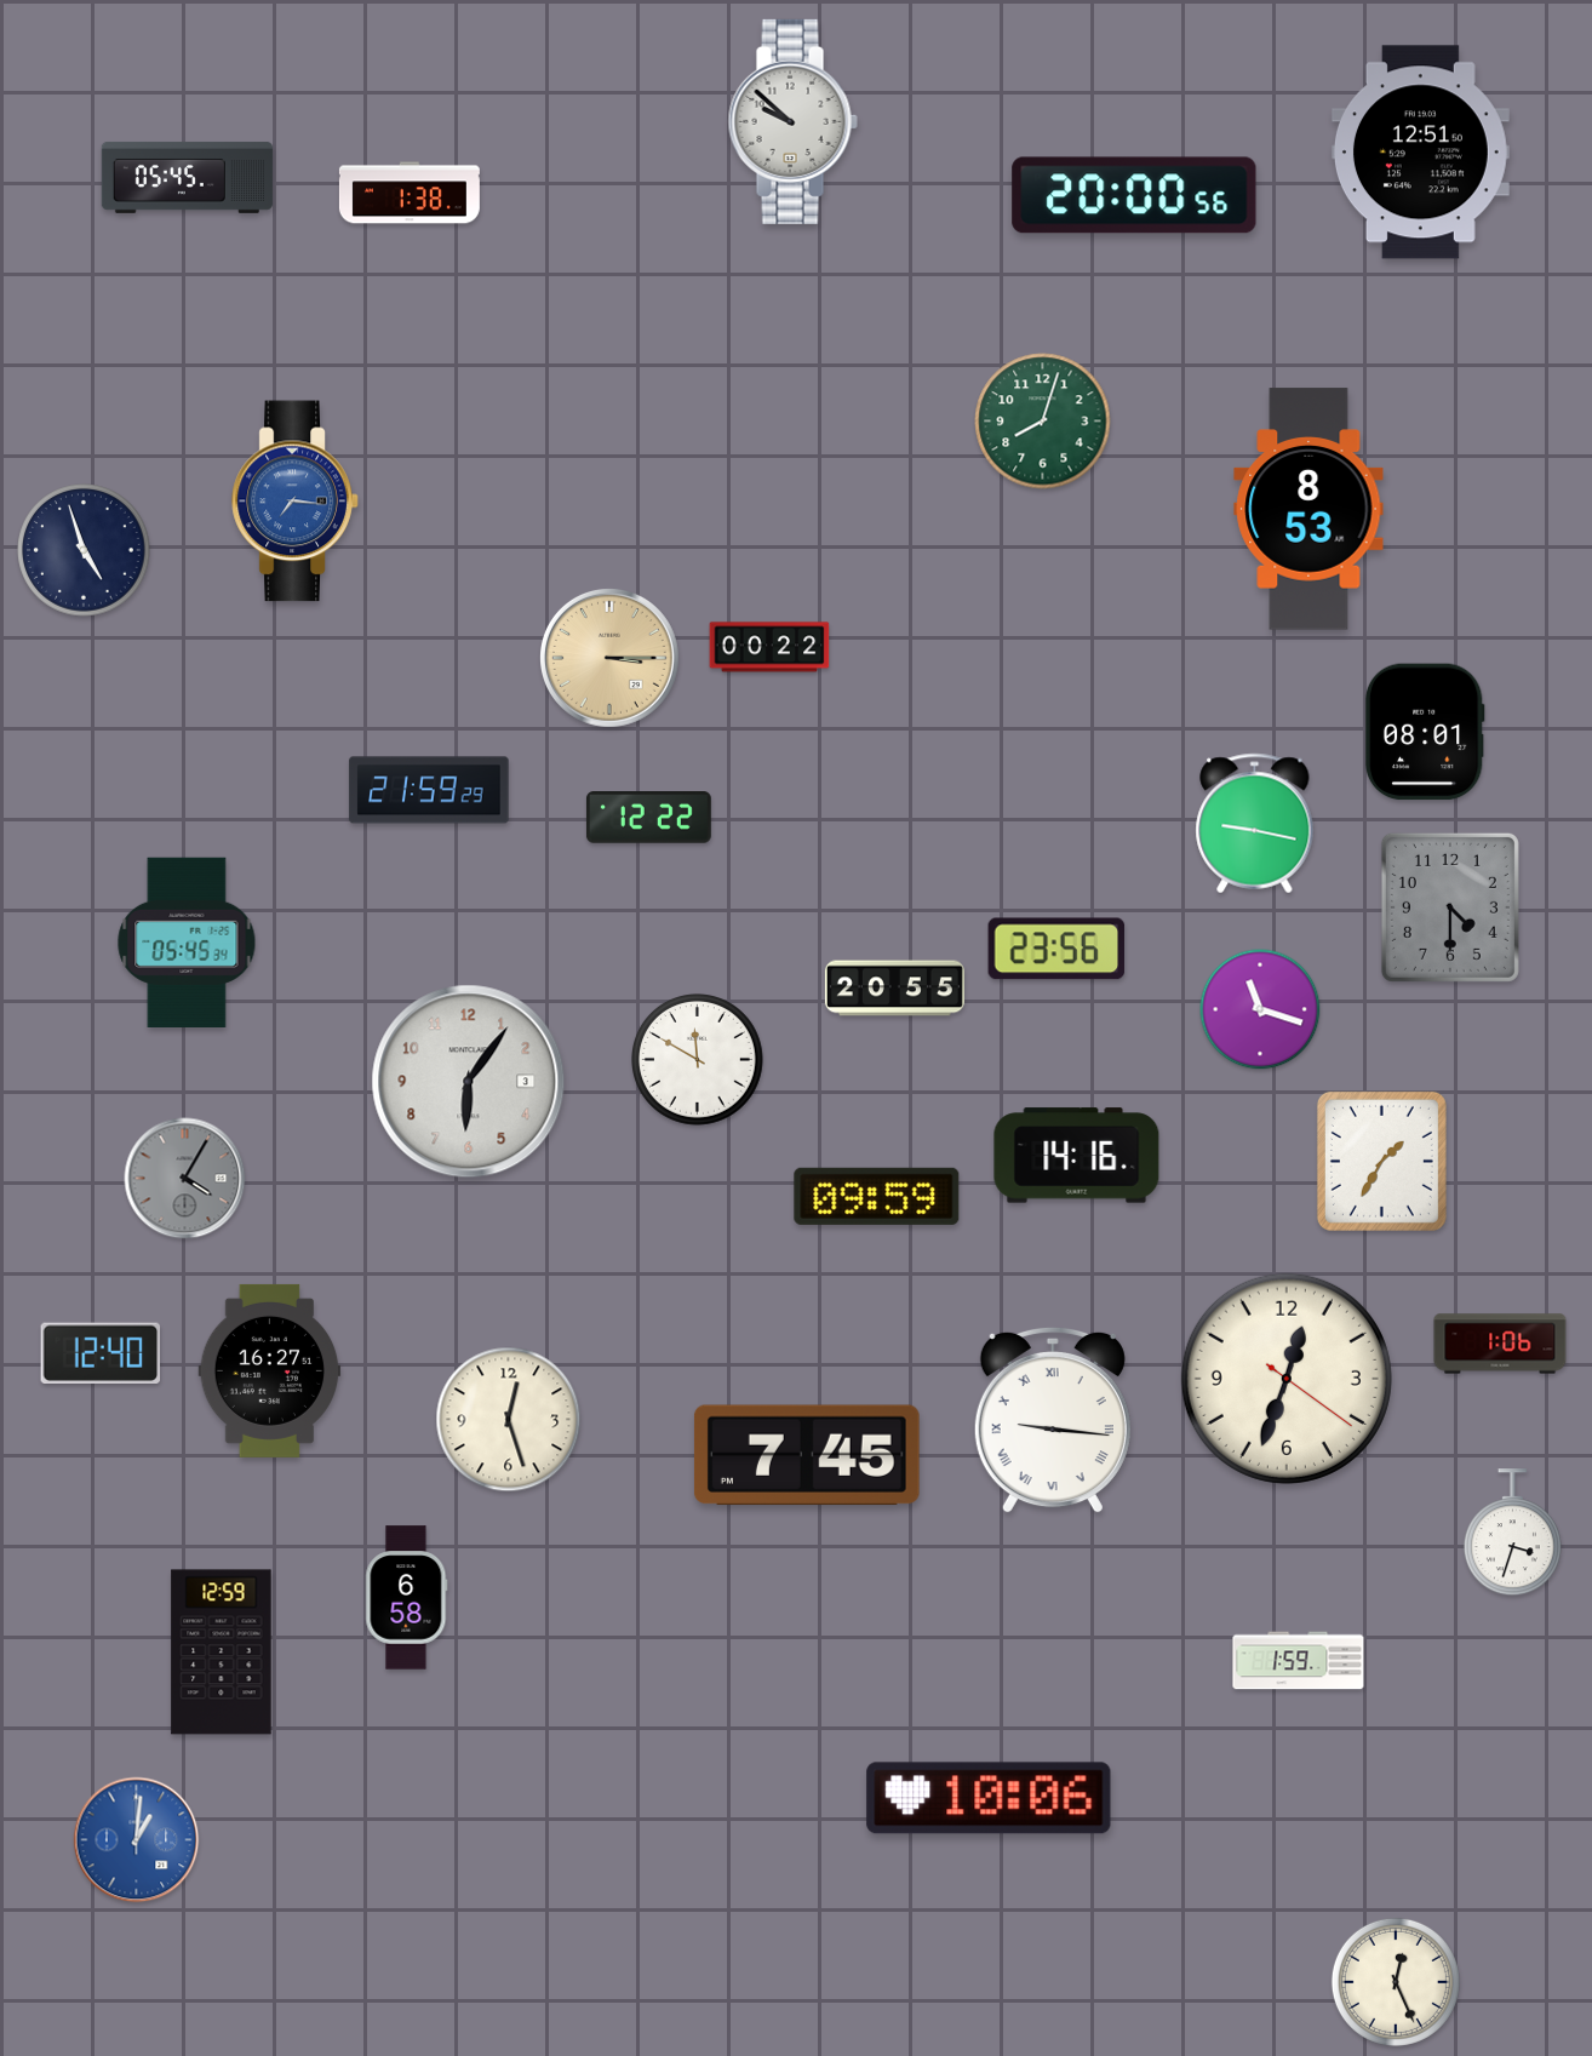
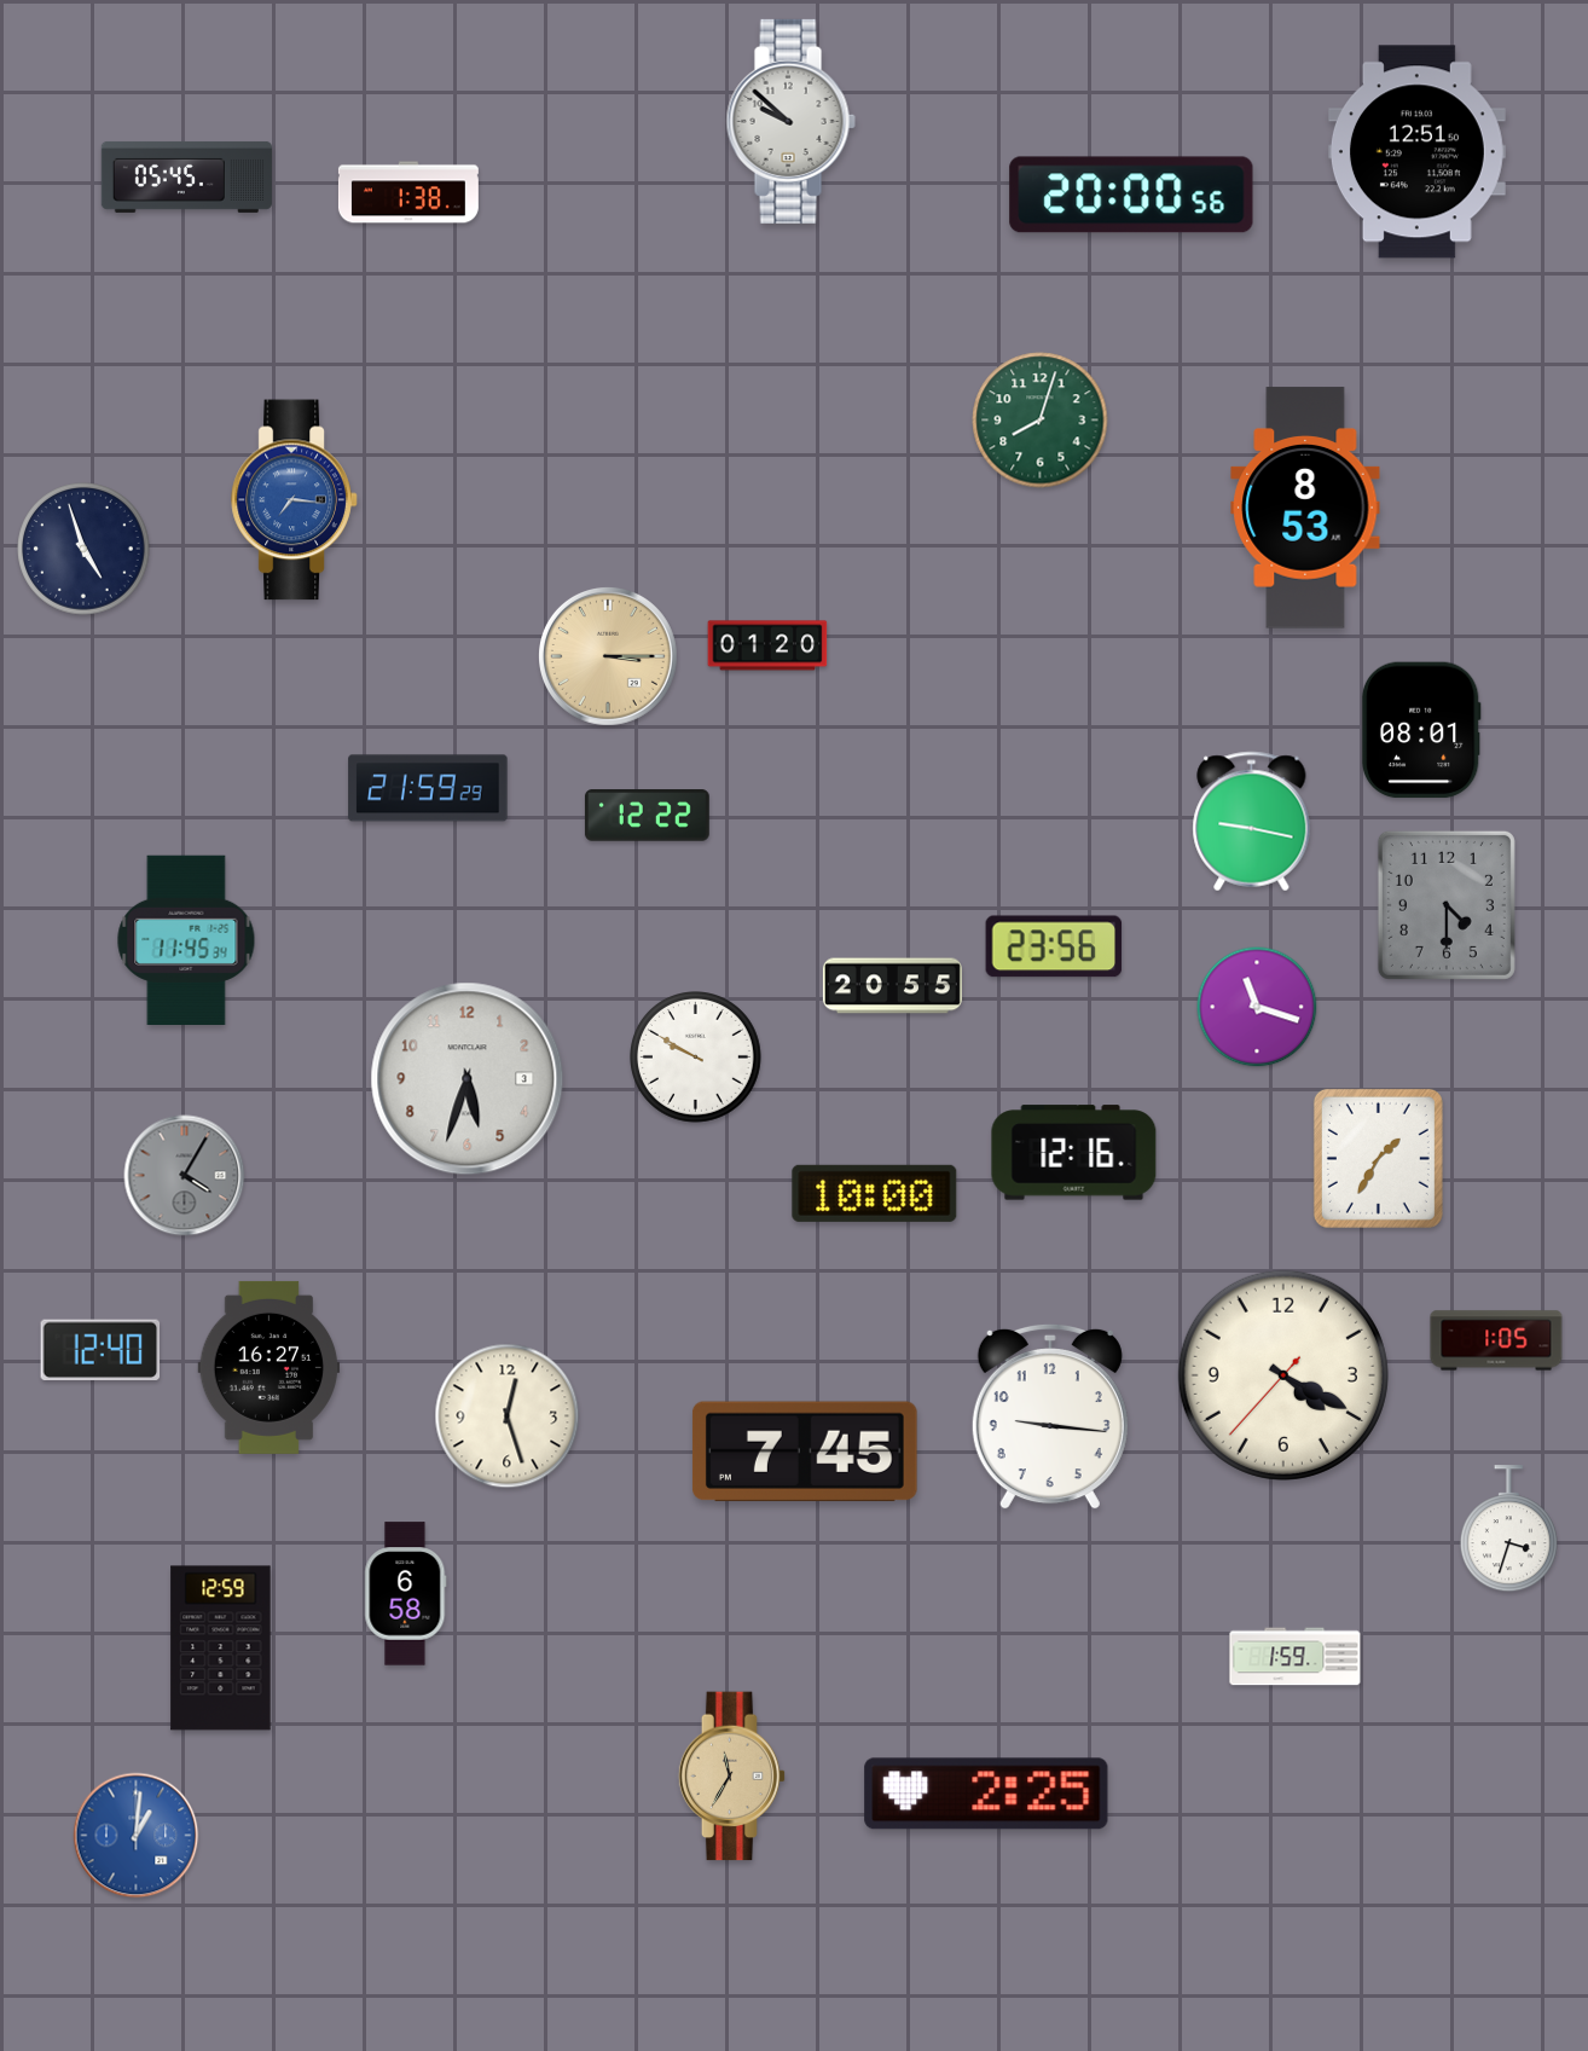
clock at (769, 647): 00:22 -> 01:20
clock at (187, 941): 05:45 -> 11:45
clock at (698, 1060): 11:50 -> 9:50
clock at (469, 1082): 6:06 -> 5:33
clock at (1077, 1156): 14:16 -> 12:16
clock at (877, 1196): 09:59 -> 10:00
clock at (1500, 1344): 1:06 -> 1:05
clock at (1287, 1379): 12:33 -> 4:19
clock at (1053, 1420) numerals: Roman -> Arabic
clock at (732, 1777): none -> 11:35
clock at (989, 1798): 10:06 -> 2:25
clock at (1396, 1982): 12:26 -> none
